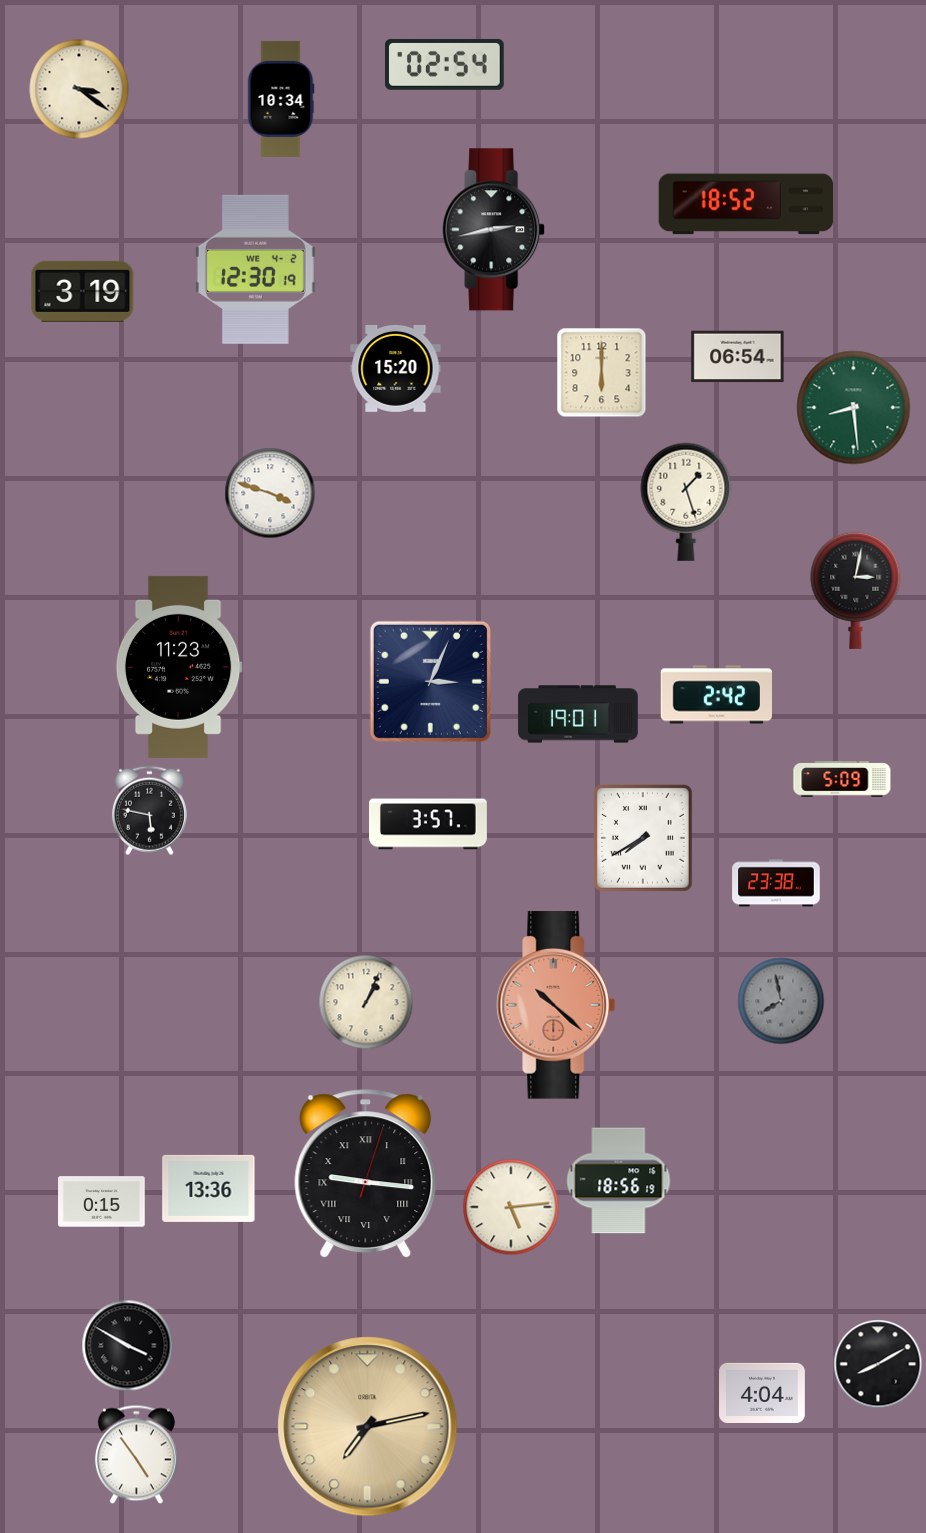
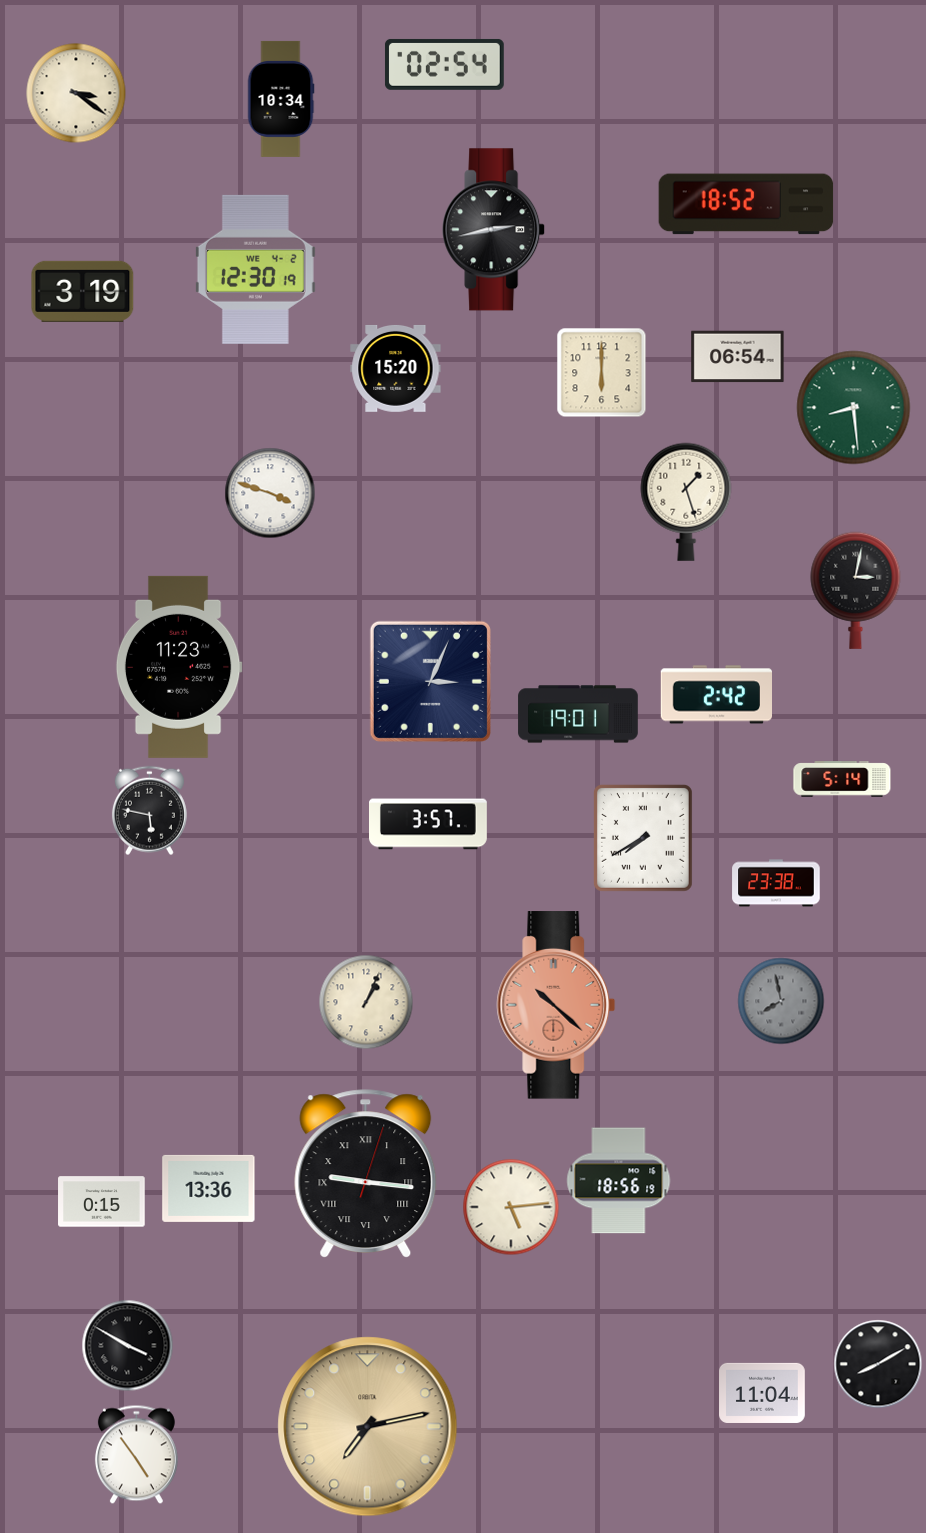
clock at (79, 89) position: (79, 89) -> (76, 93)
clock at (842, 779): 5:09 -> 5:14
clock at (762, 1393): 4:04 -> 11:04
